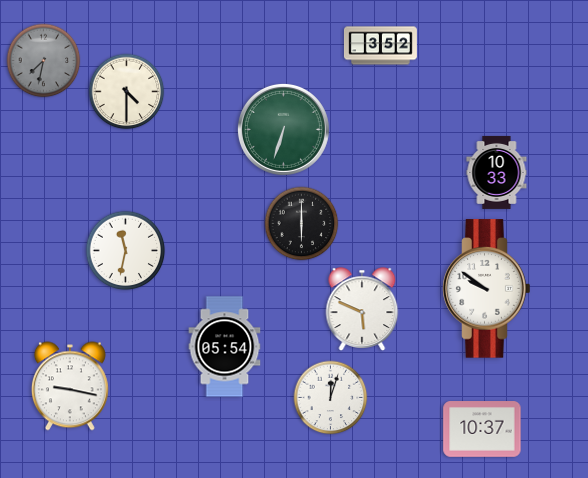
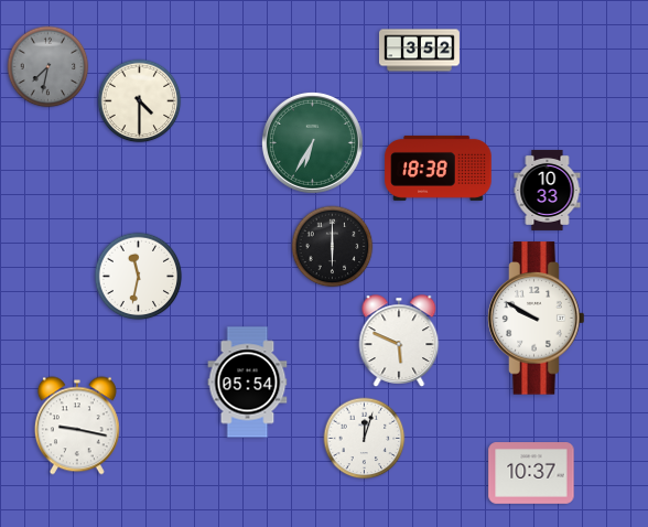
clock at (283, 129): 6:33 -> 6:35
clock at (439, 168): none -> 18:38
clock at (487, 289): 9:51 -> 9:50
